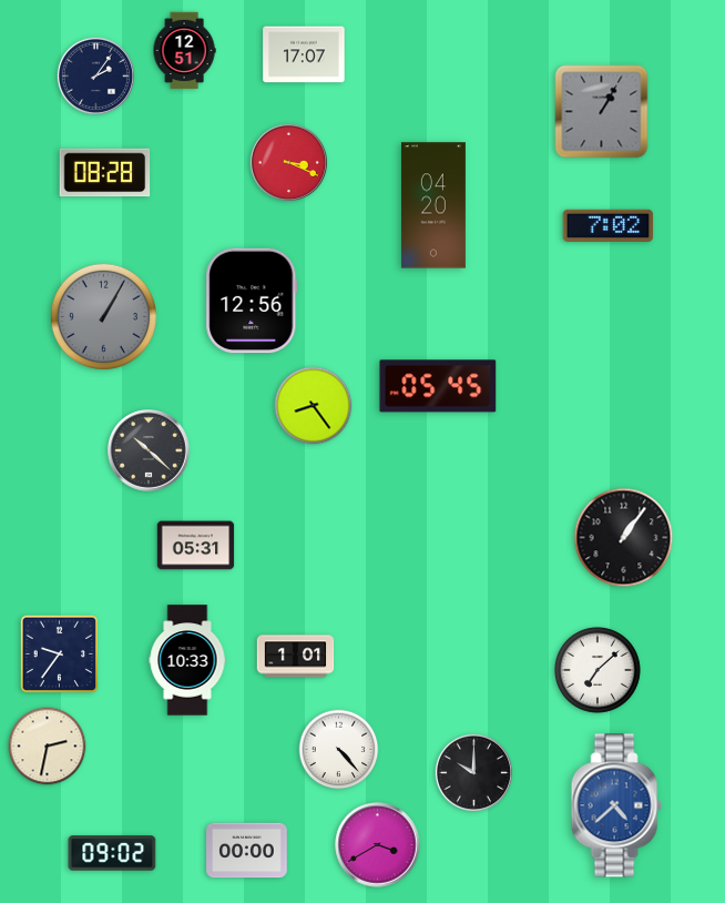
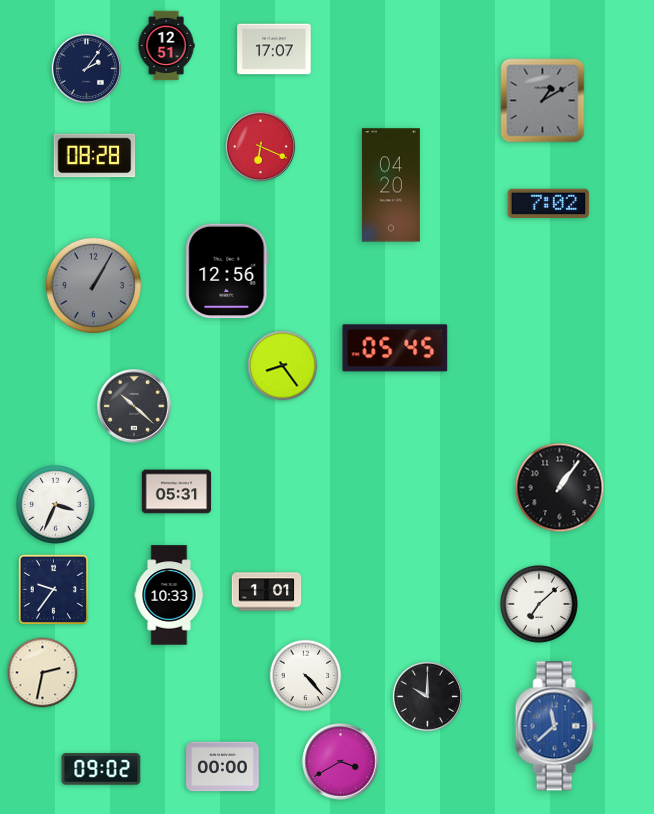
clock at (602, 112): 1:05 -> 1:10
clock at (288, 162): 3:19 -> 6:19
clock at (624, 538) position: (624, 538) -> (560, 488)
clock at (56, 505): none -> 3:34
clock at (616, 805): 4:38 -> 11:38
